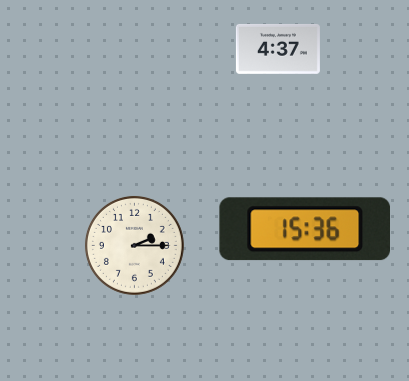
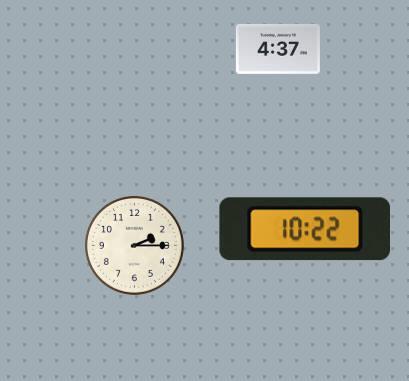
clock at (304, 229): 15:36 -> 10:22
